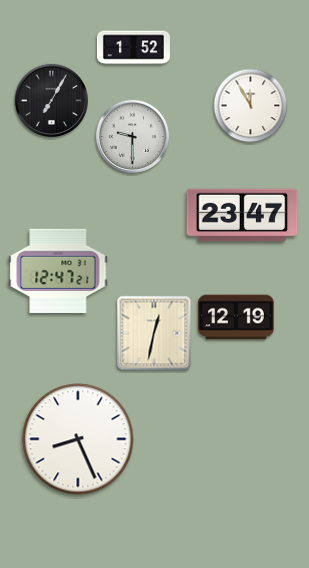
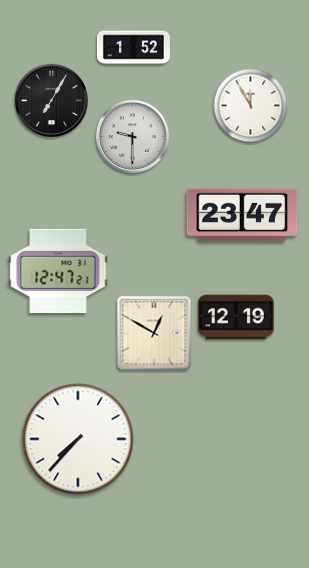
clock at (154, 333): 12:32 -> 12:50
clock at (78, 439): 8:26 -> 7:37
